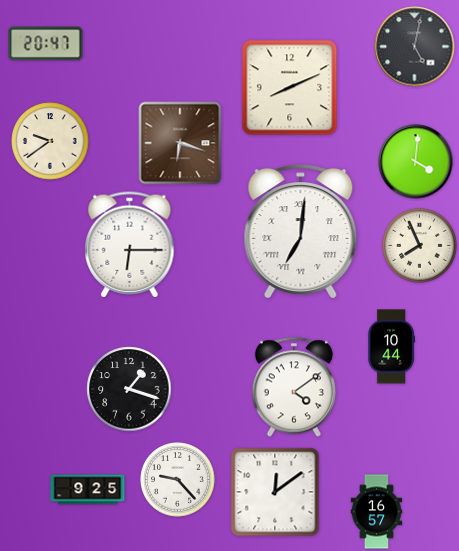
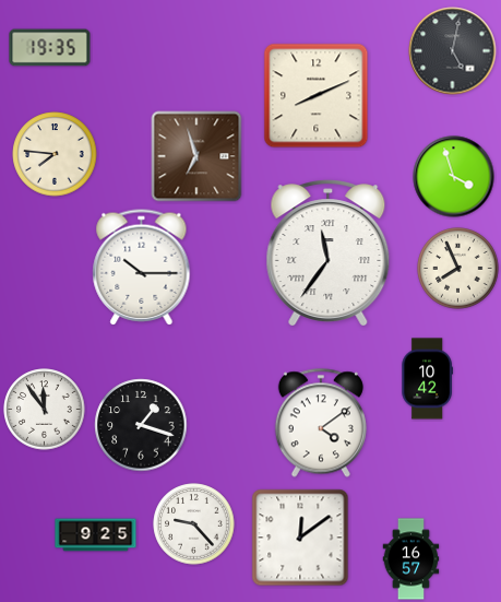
clock at (46, 44): 20:47 -> 19:35
clock at (50, 141): 9:39 -> 7:46
clock at (180, 143): 6:18 -> 6:57
clock at (416, 162): 4:01 -> 3:57
clock at (301, 232): 7:01 -> 11:36
clock at (130, 245): 6:15 -> 10:15
clock at (391, 347): 10:44 -> 10:42
clock at (45, 410): none -> 11:54
